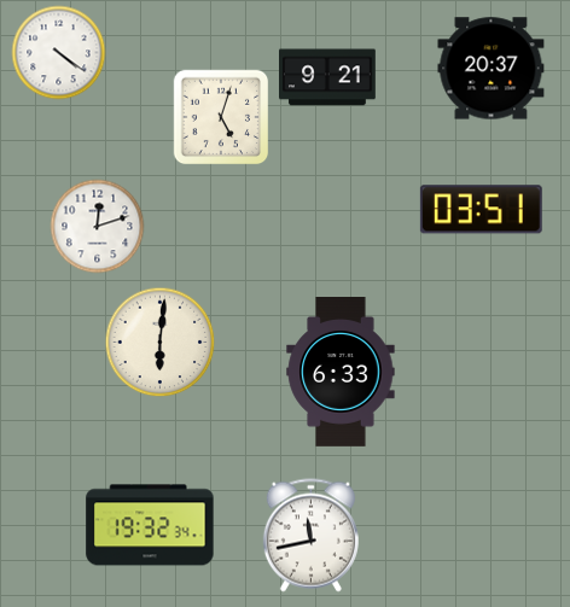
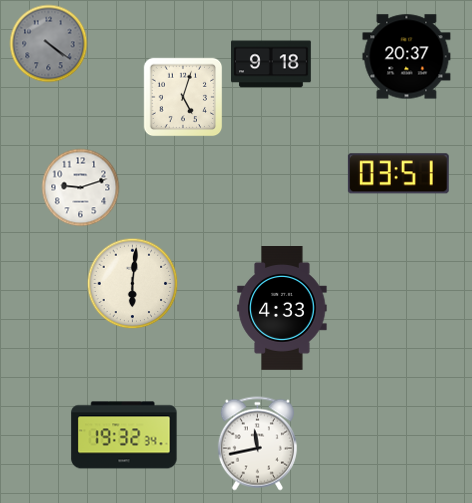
clock at (59, 53) dial: white -> grey
clock at (328, 77): 9:21 -> 9:18
clock at (98, 227): 12:12 -> 9:12
clock at (341, 373): 6:33 -> 4:33
